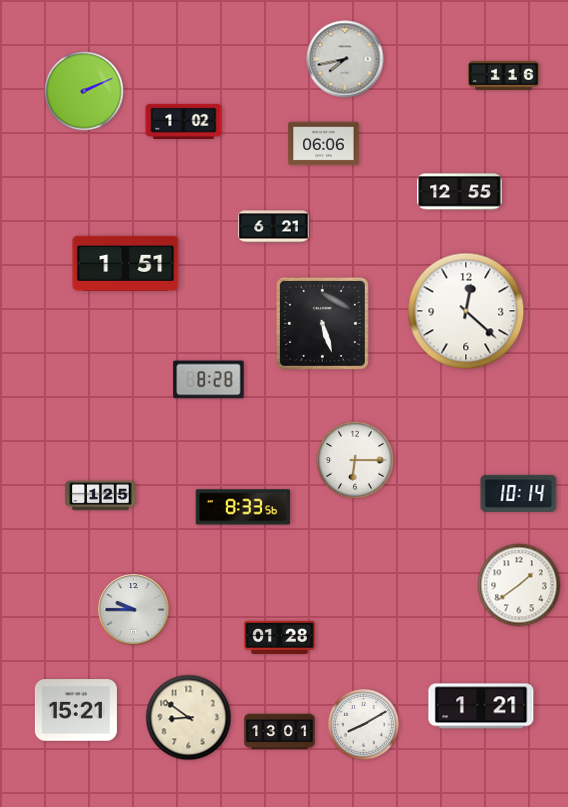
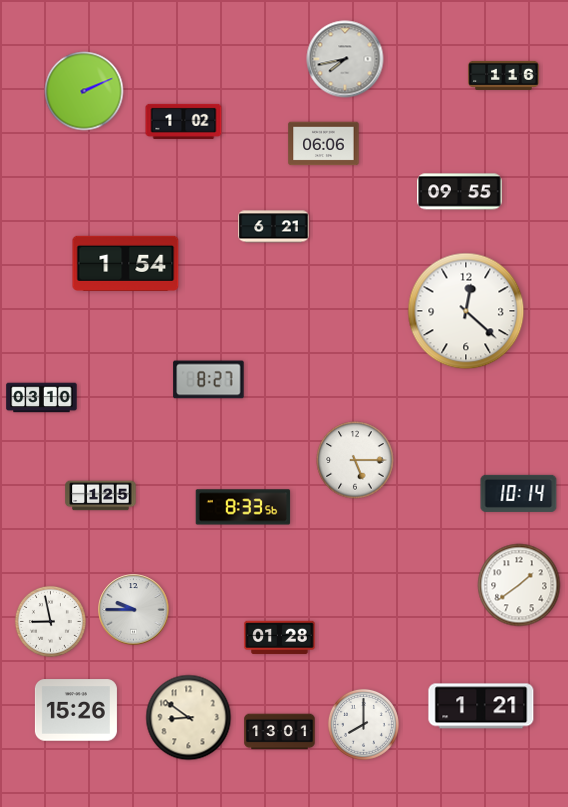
clock at (460, 192): 12:55 -> 09:55
clock at (126, 263): 1:51 -> 1:54
clock at (322, 323): 5:27 -> none
clock at (209, 380): 8:28 -> 8:27
clock at (42, 398): none -> 03:10
clock at (355, 460): 6:15 -> 5:15
clock at (50, 621): none -> 8:58
clock at (76, 710): 15:21 -> 15:26
clock at (363, 724): 8:10 -> 8:00
